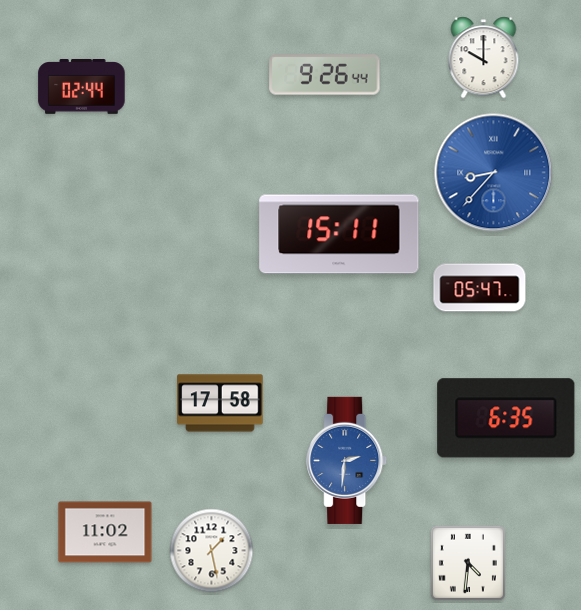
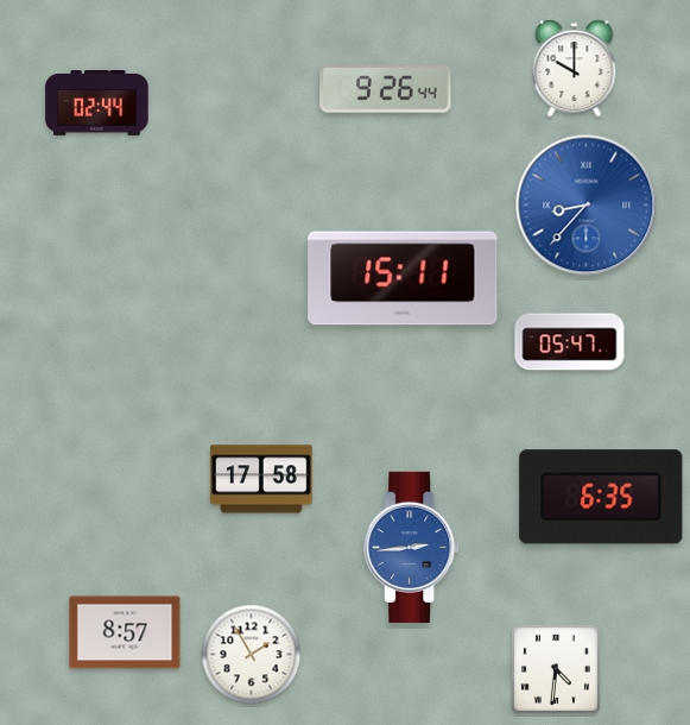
clock at (347, 460): 2:31 -> 2:44
clock at (105, 532): 11:02 -> 8:57
clock at (212, 551): 1:28 -> 1:55
